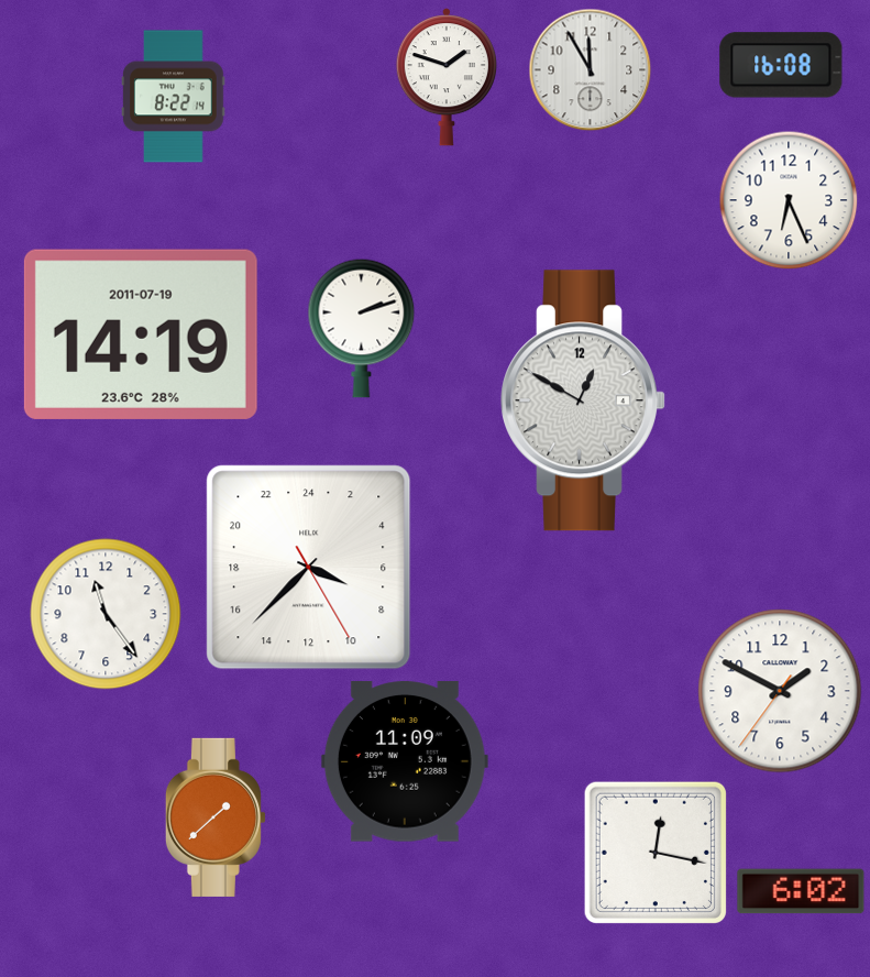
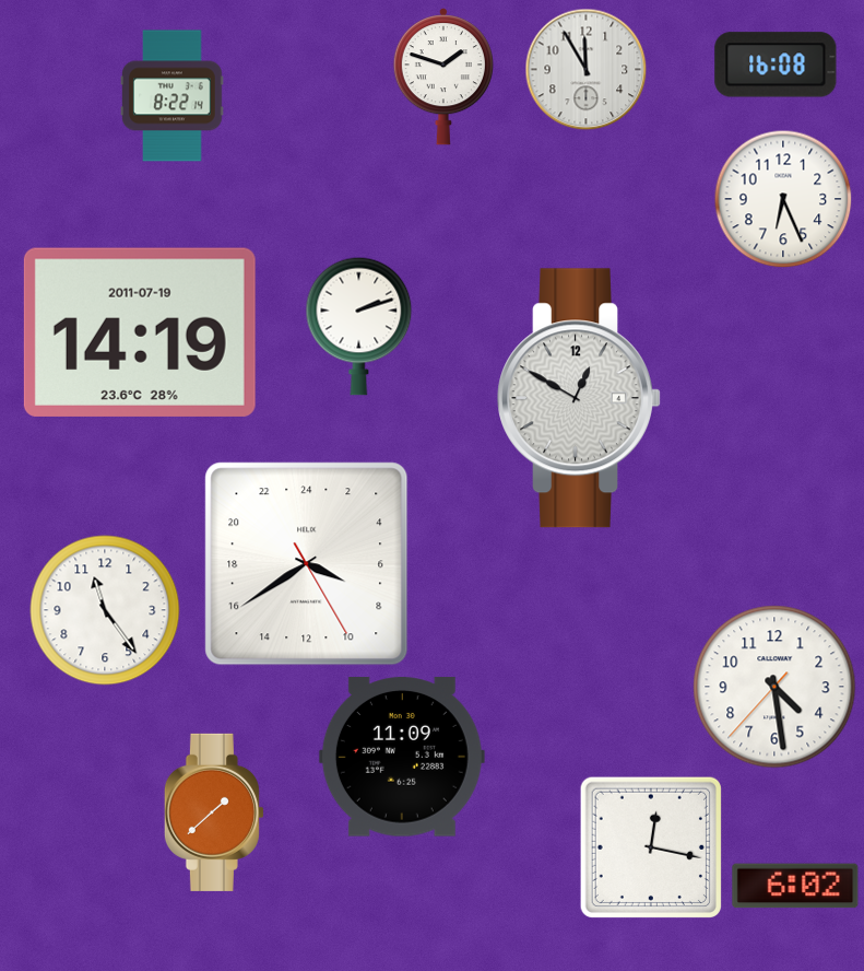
clock at (309, 568): 7:37 -> 7:39
clock at (780, 691): 1:49 -> 4:28
